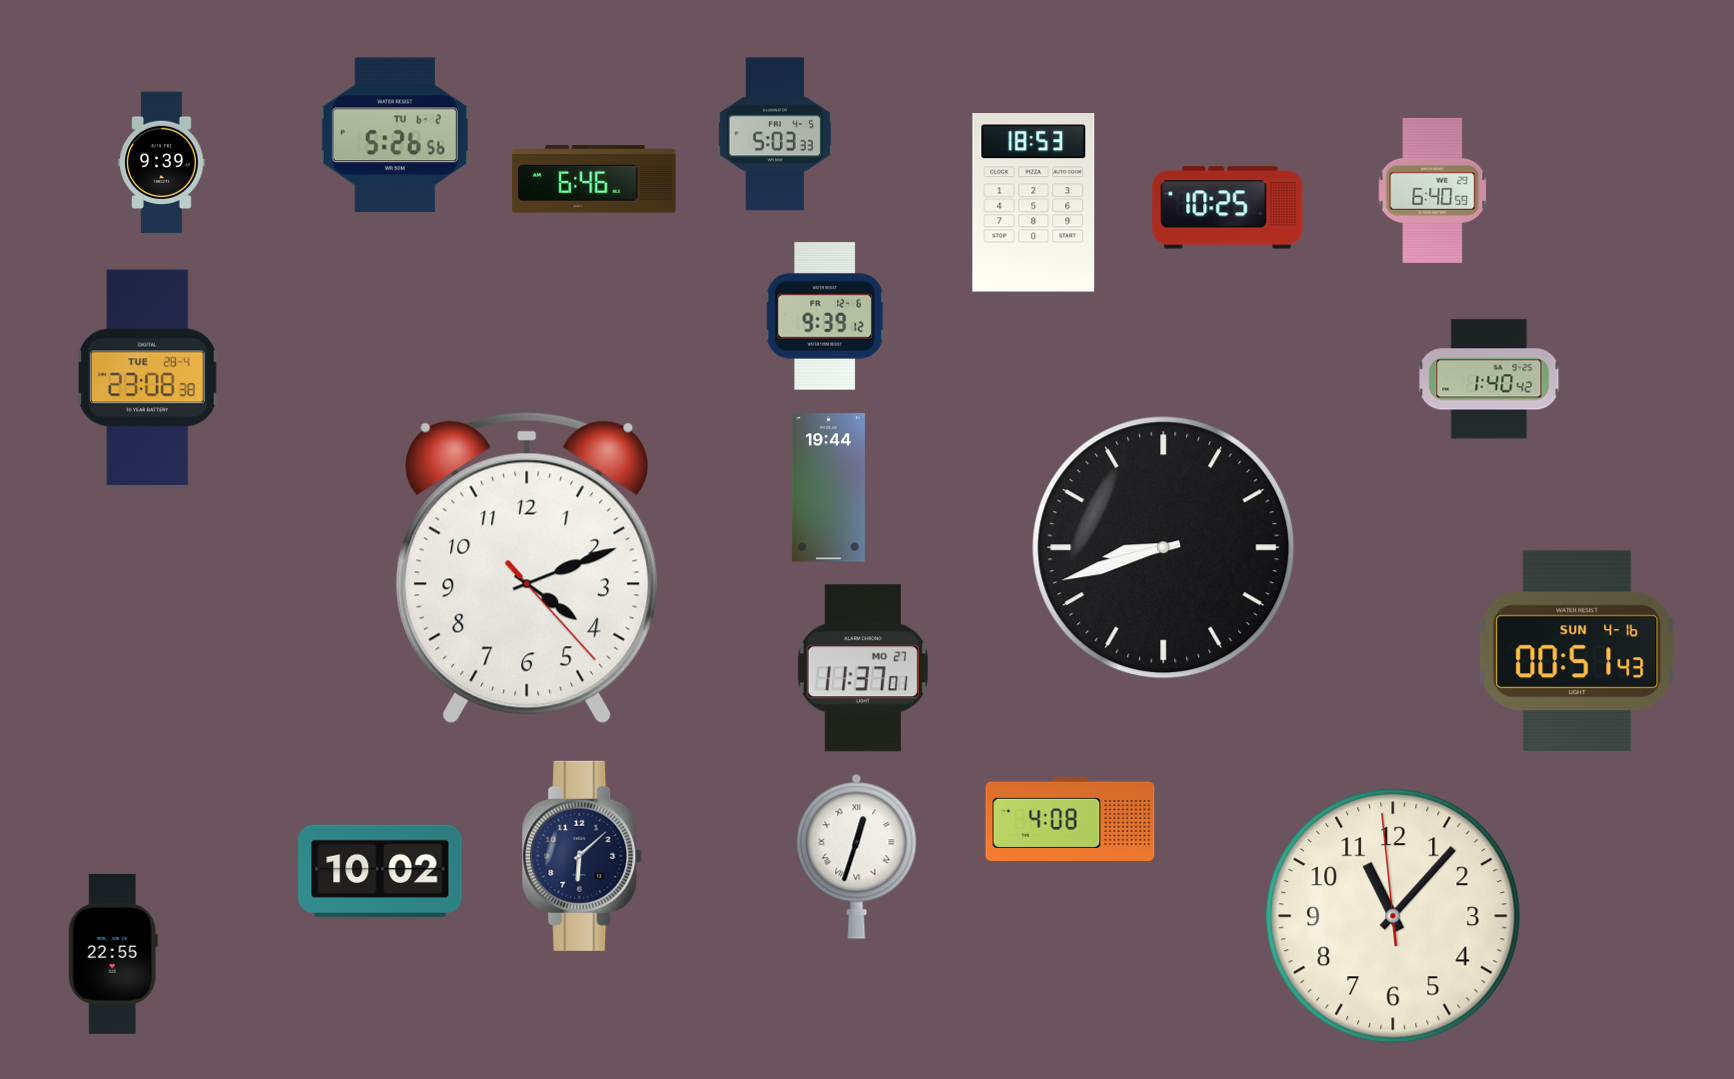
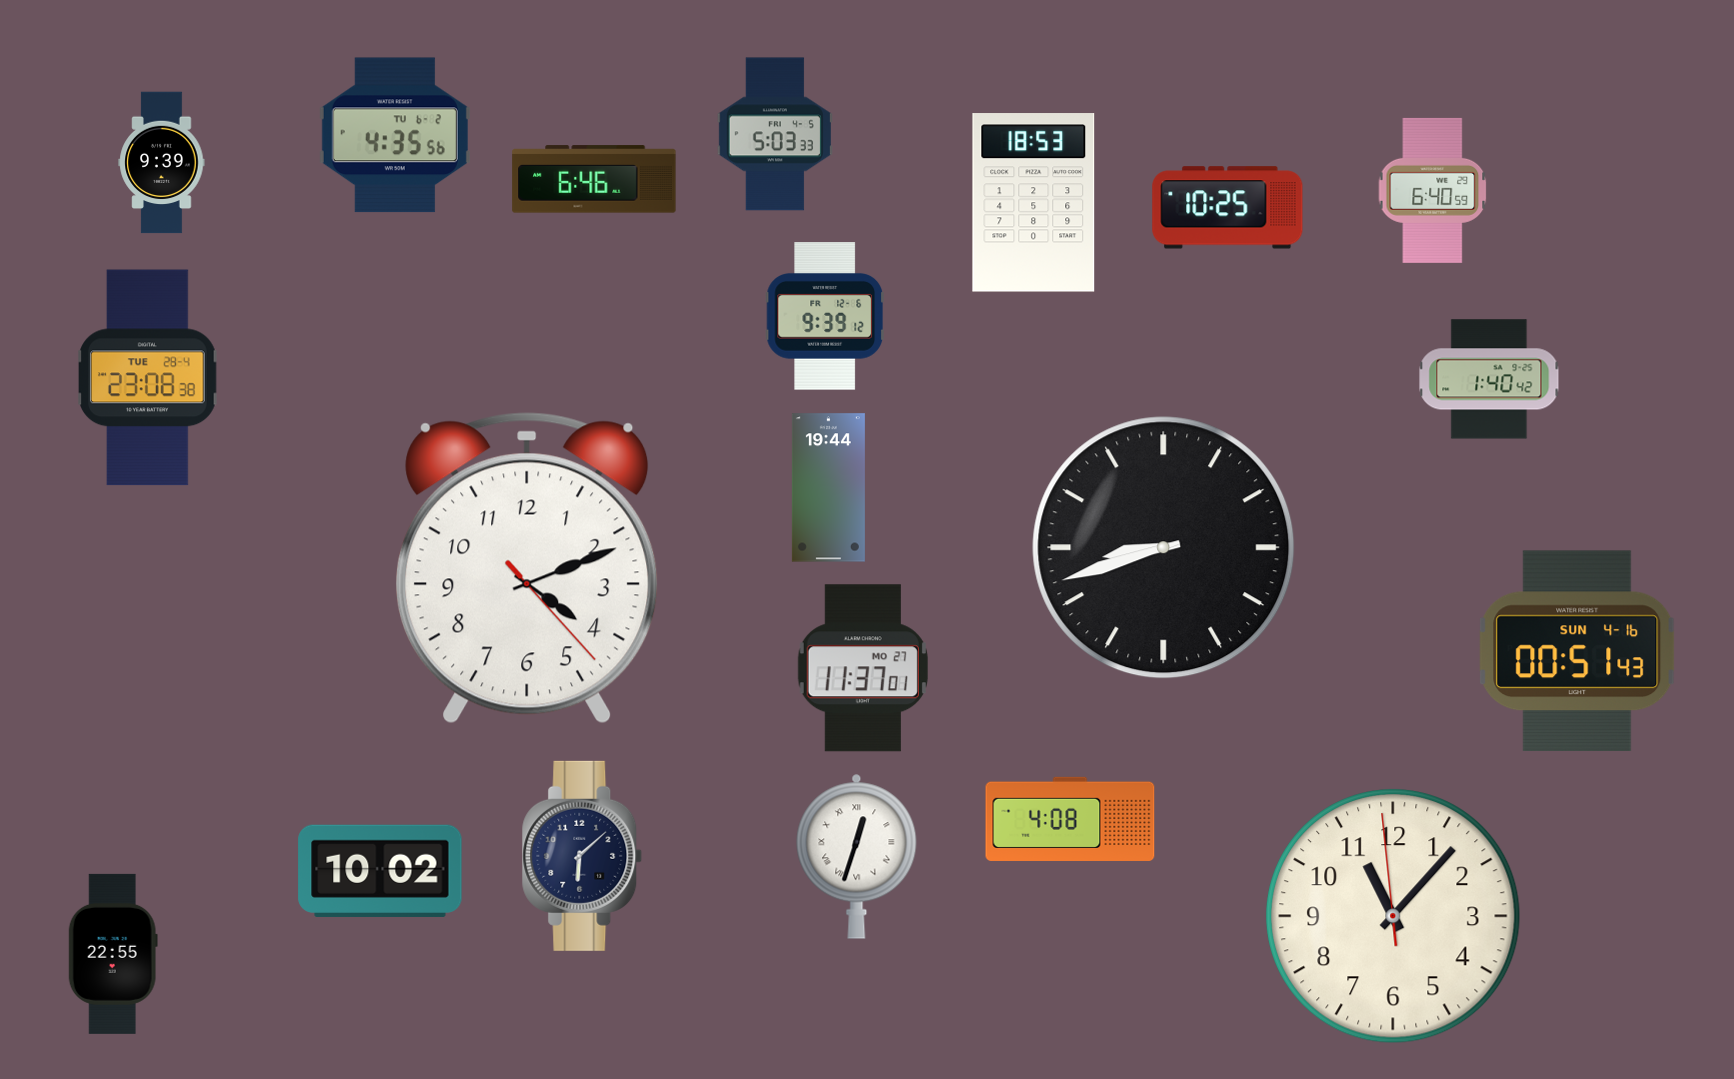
clock at (395, 135): 5:26 -> 4:35
